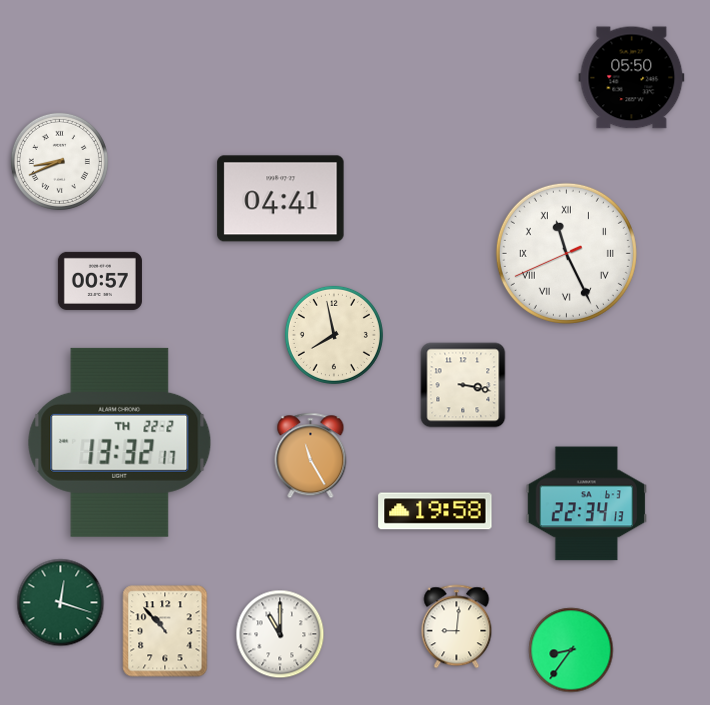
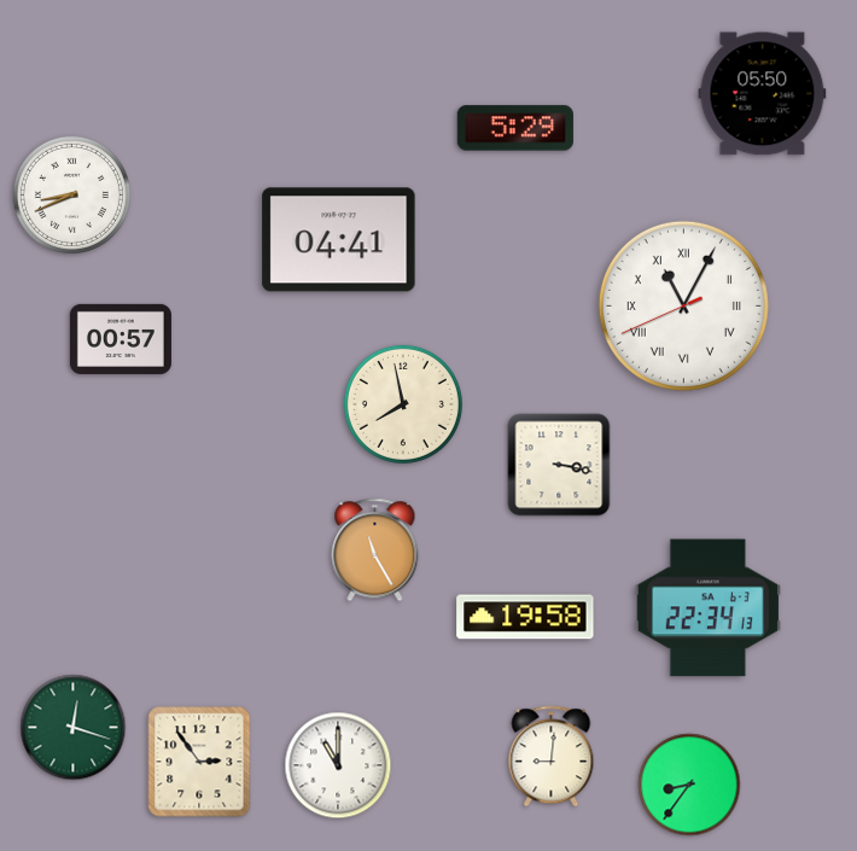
clock at (515, 128): none -> 5:29
clock at (566, 253): 11:25 -> 11:04
clock at (120, 442): 13:32 -> none
clock at (165, 631): 10:53 -> 2:54
